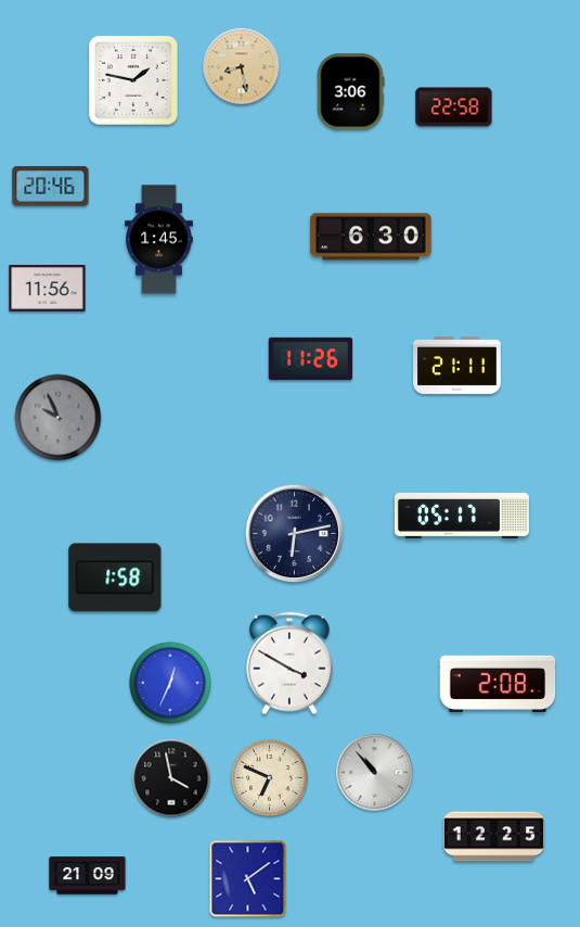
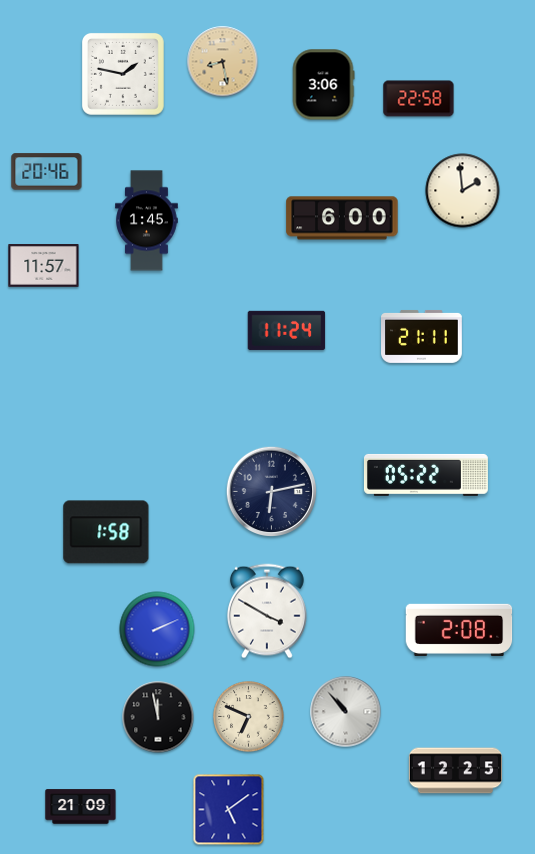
clock at (463, 191): none -> 1:59
clock at (371, 237): 6:30 -> 6:00
clock at (48, 289): 11:56 -> 11:57
clock at (311, 358): 11:26 -> 11:24
clock at (59, 418): 9:56 -> none
clock at (462, 516): 05:17 -> 05:22
clock at (170, 683): 12:34 -> 2:11
clock at (171, 778): 3:58 -> 11:58
